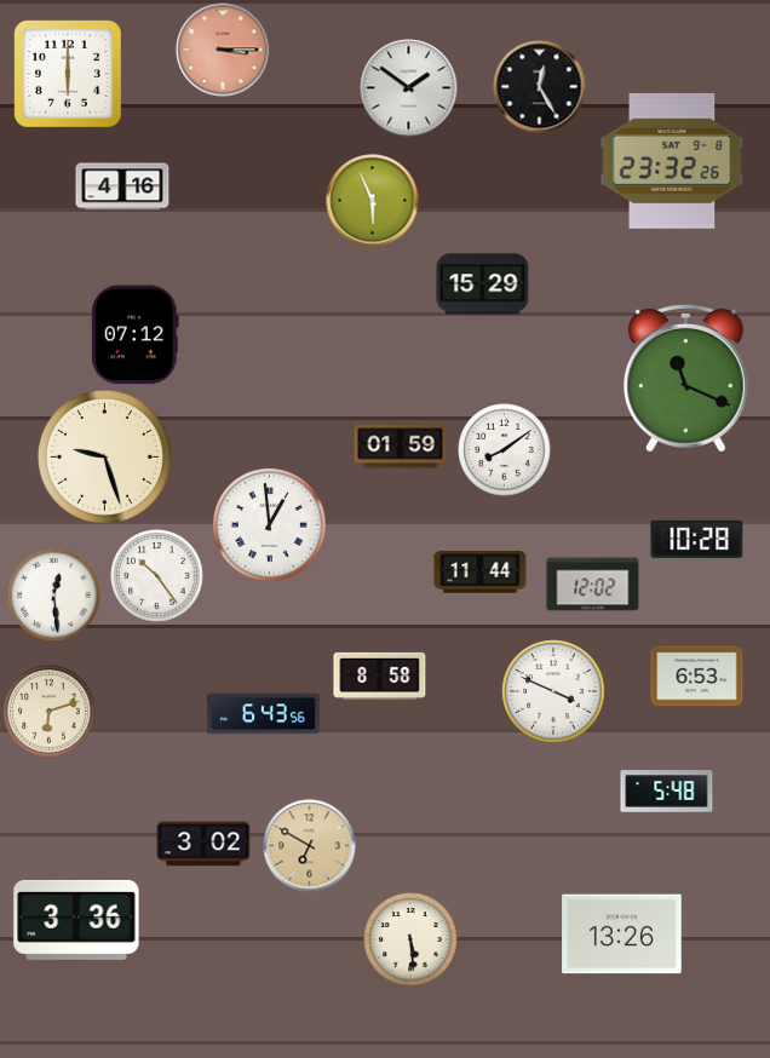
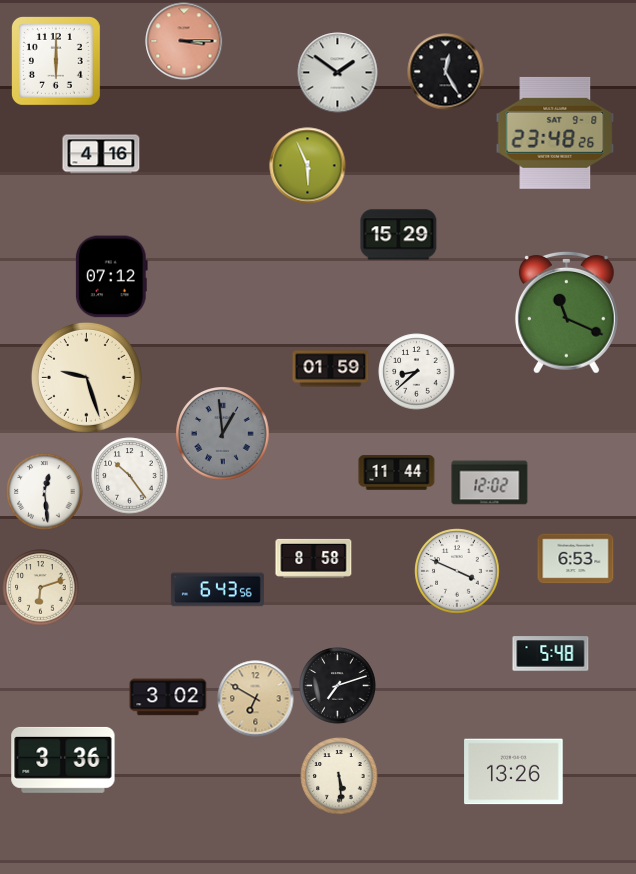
clock at (672, 161): 23:32 -> 23:48
clock at (505, 450): 8:09 -> 8:38
clock at (270, 525) dial: white -> grey
clock at (697, 539): 10:28 -> none
clock at (338, 686): none -> 7:12
